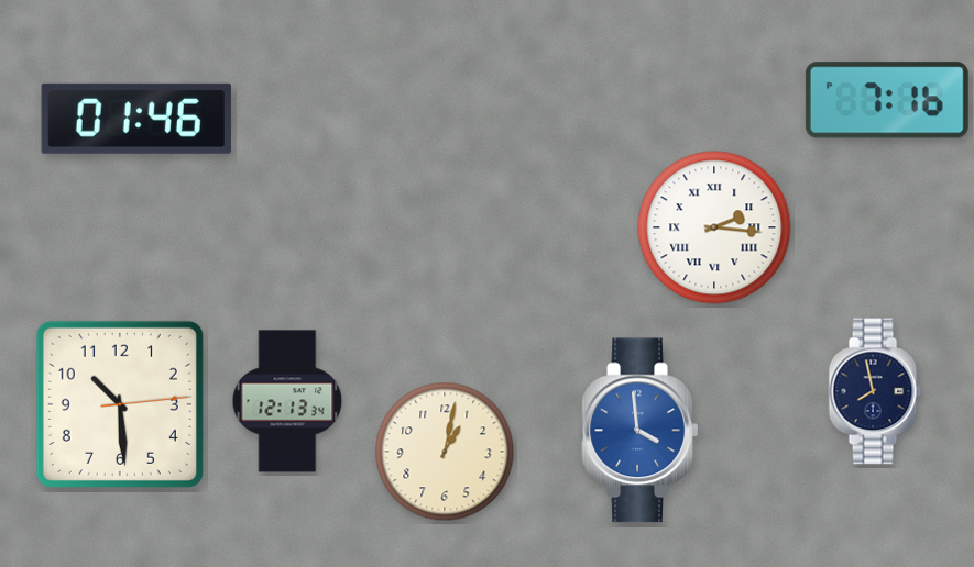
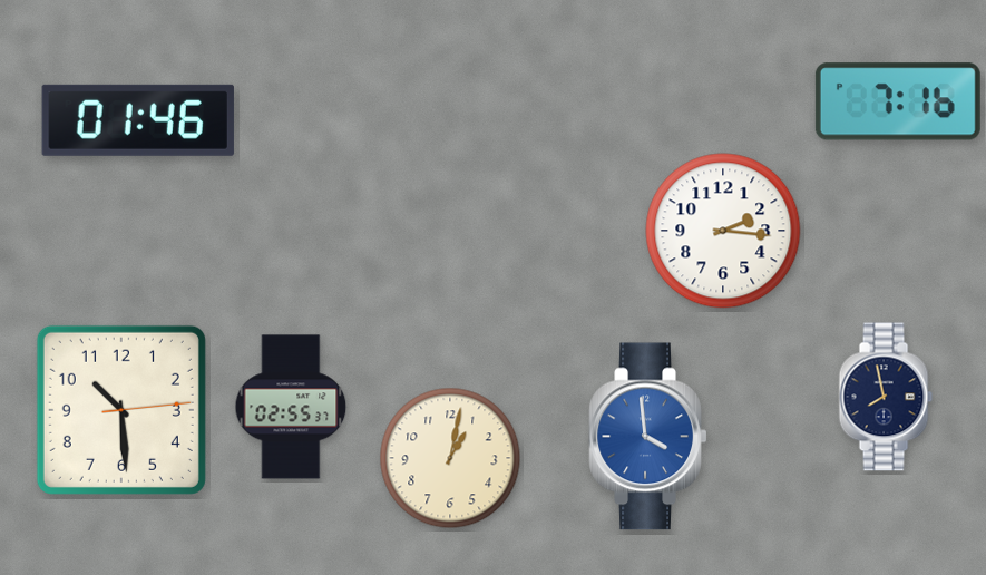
clock at (714, 227) numerals: Roman -> Arabic
clock at (287, 401): 12:13 -> 02:55
